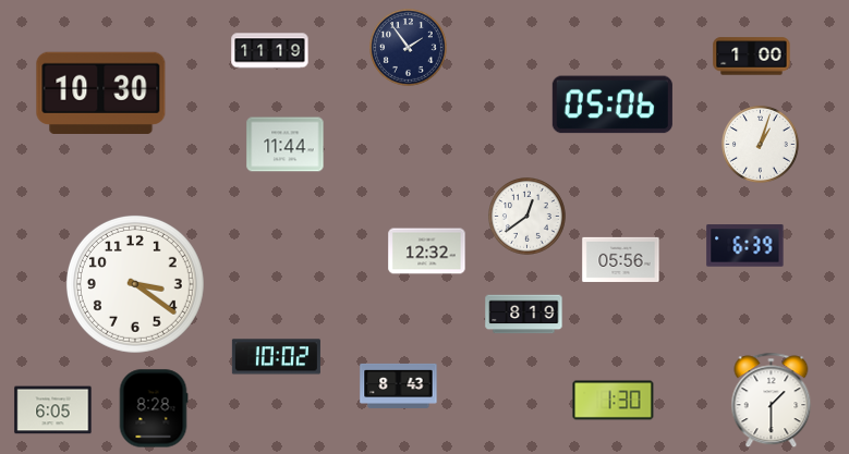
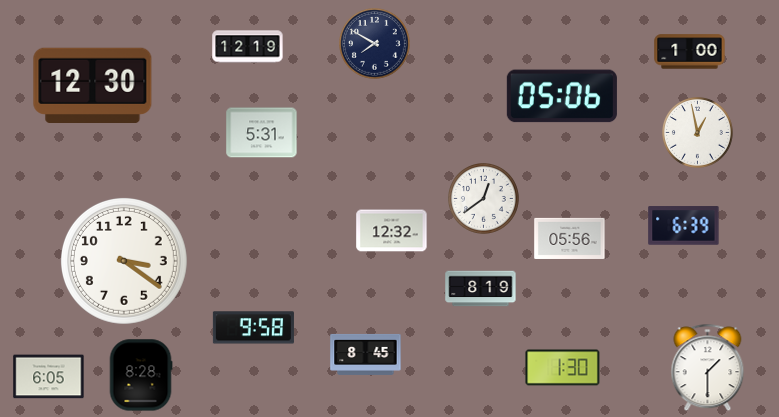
clock at (409, 48): 1:54 -> 7:50
clock at (270, 51): 11:19 -> 12:19
clock at (101, 93): 10:30 -> 12:30
clock at (286, 145): 11:44 -> 5:31
clock at (761, 145): 1:03 -> 12:58
clock at (276, 357): 10:02 -> 9:58
clock at (399, 385): 8:43 -> 8:45
